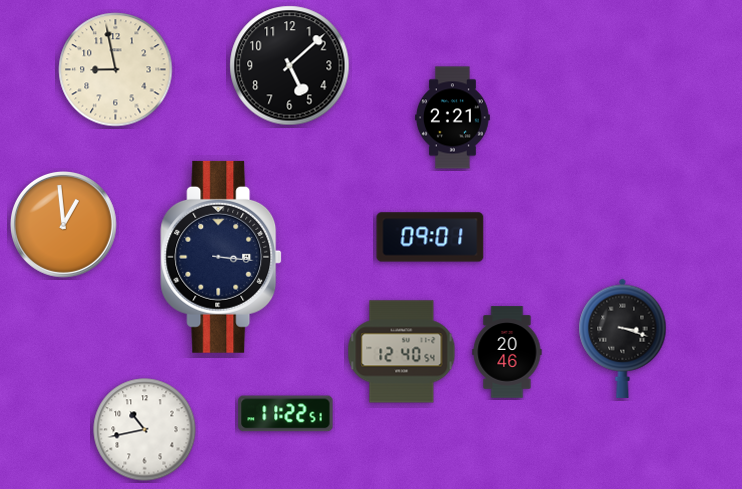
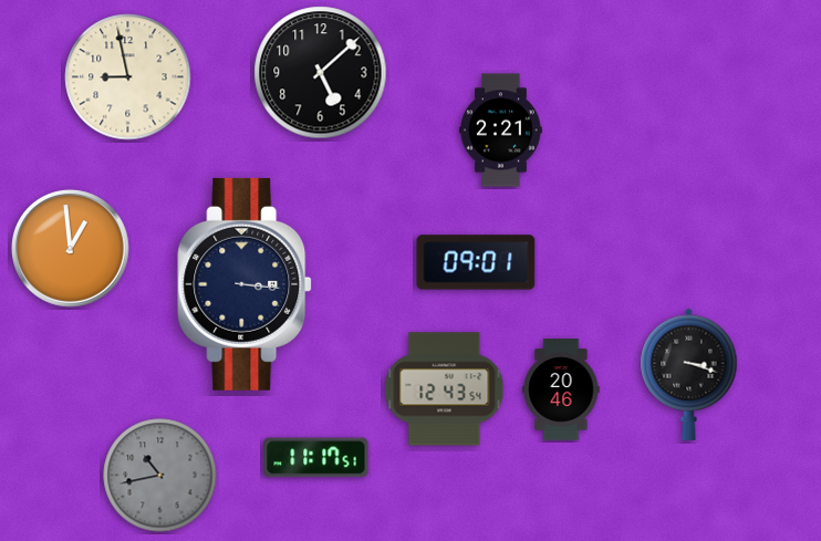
clock at (402, 352): 12:40 -> 12:43
clock at (286, 414): 11:22 -> 11:17
clock at (145, 430) dial: white -> grey
